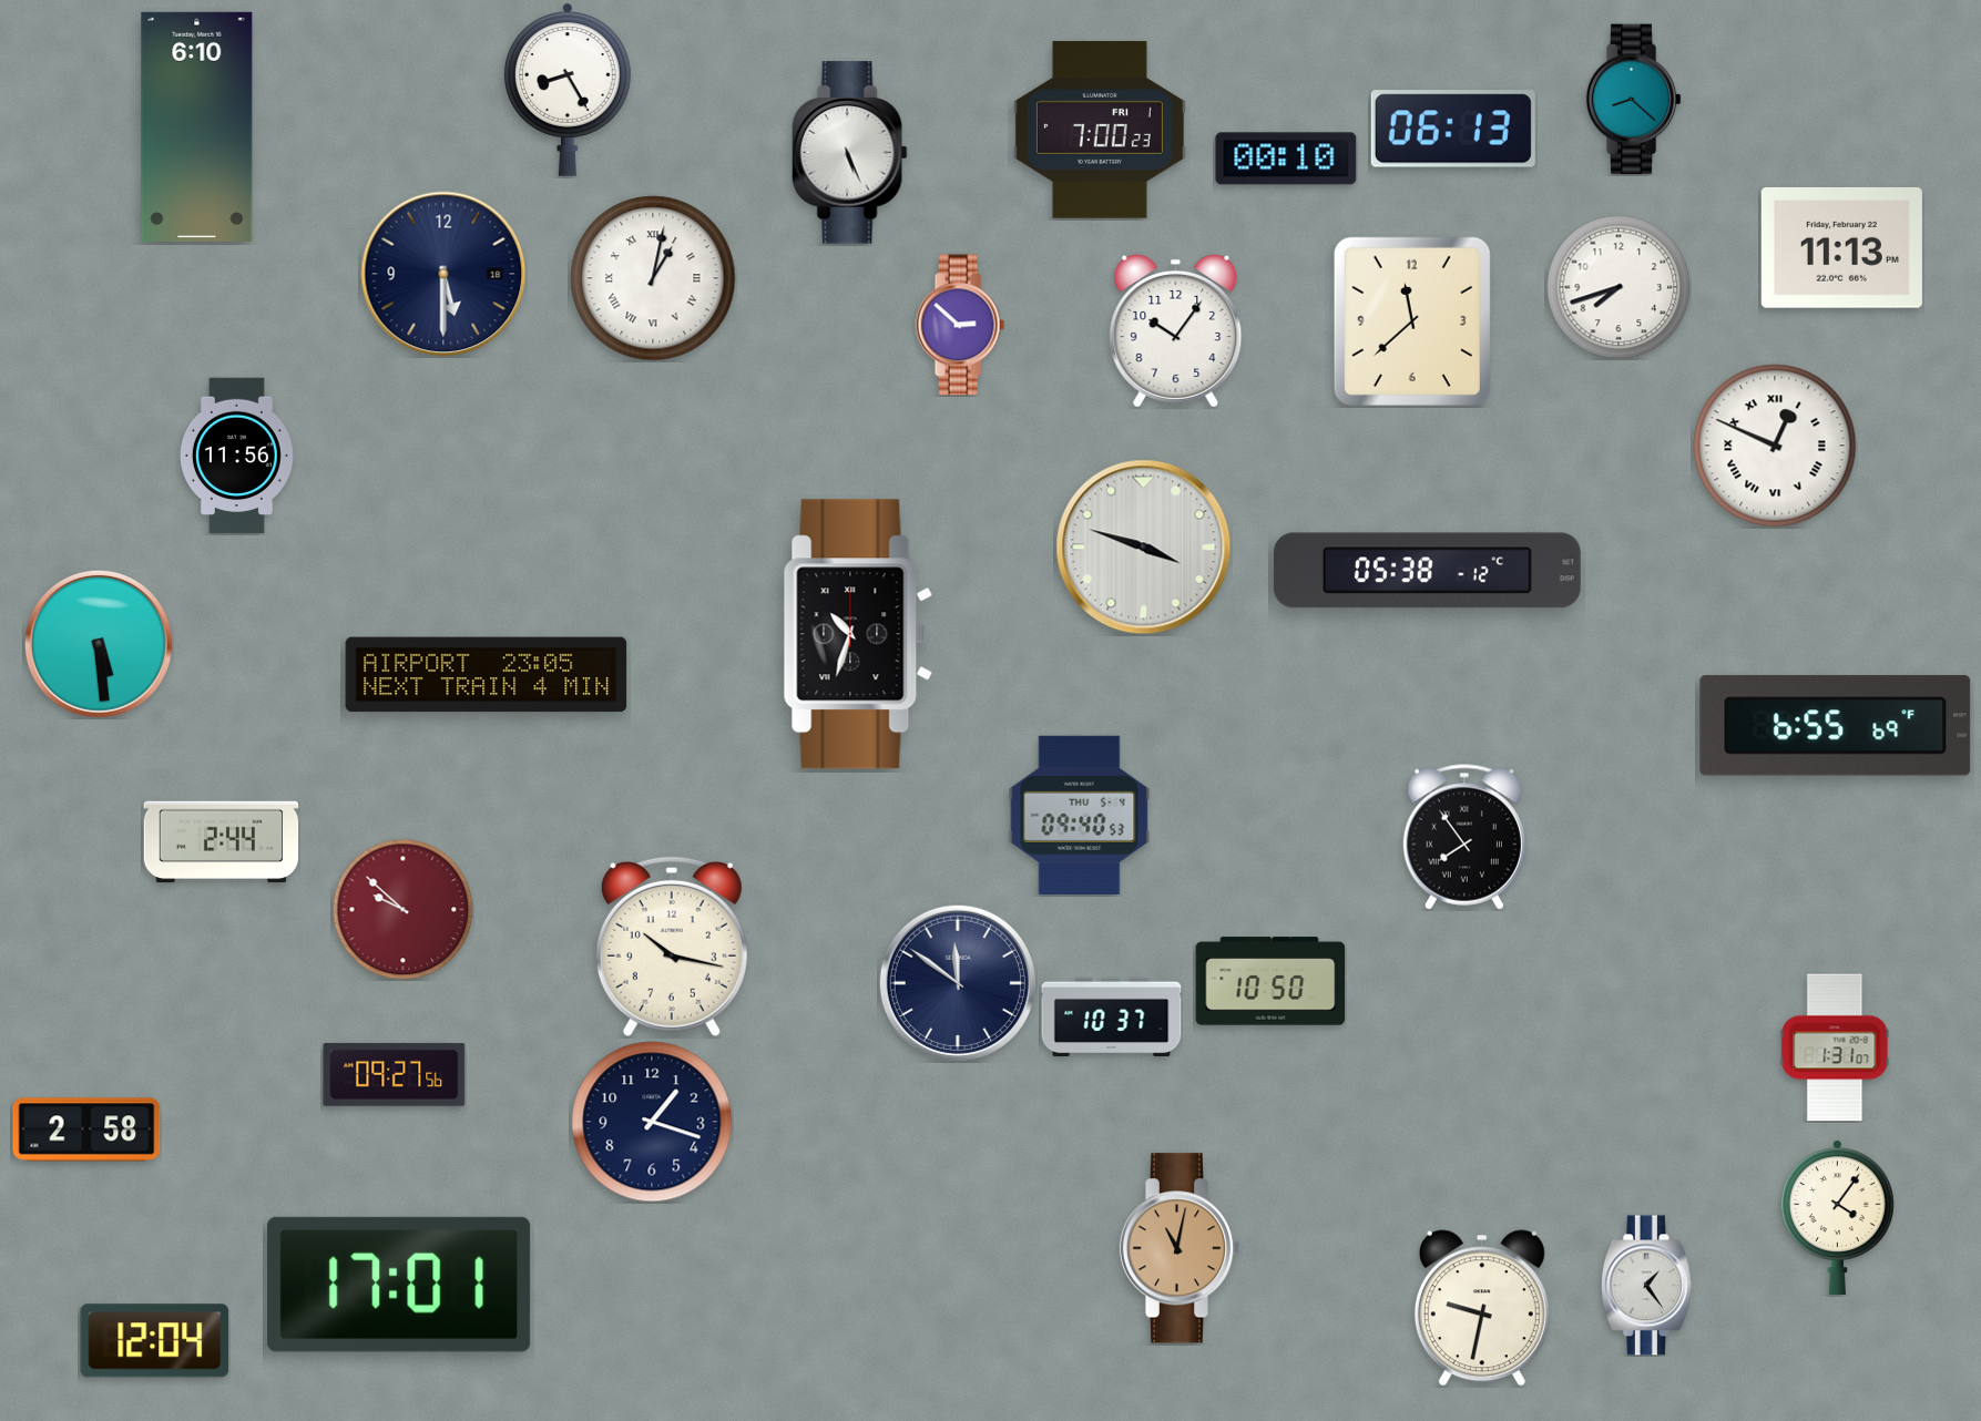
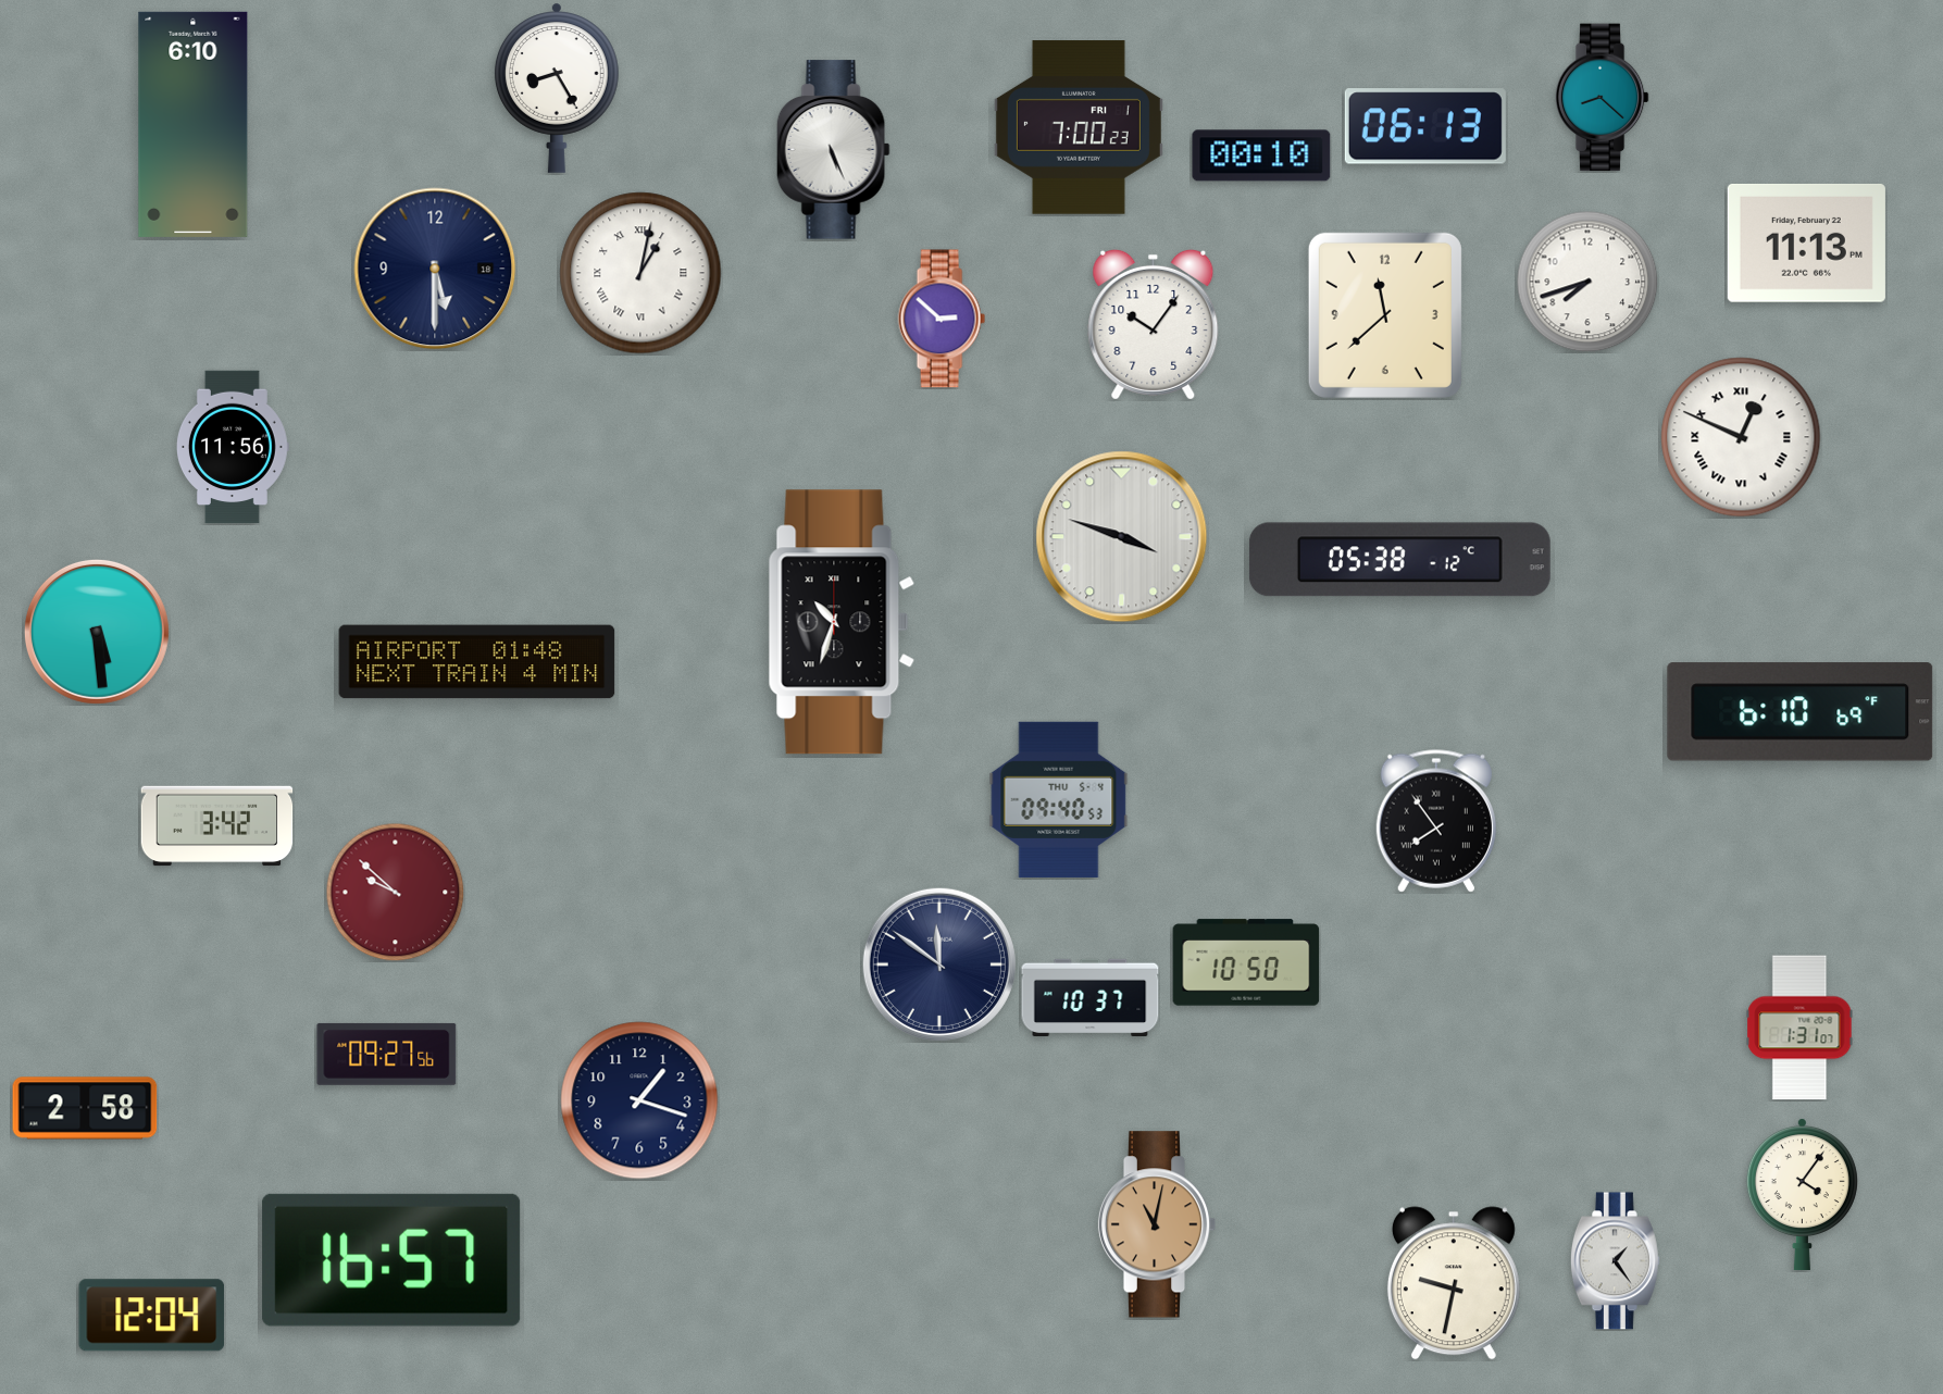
clock at (487, 675): 23:05 -> 01:48
clock at (1836, 726): 6:55 -> 6:10
clock at (222, 842): 2:44 -> 3:42
clock at (672, 947): 10:17 -> none
clock at (399, 1285): 17:01 -> 16:57
